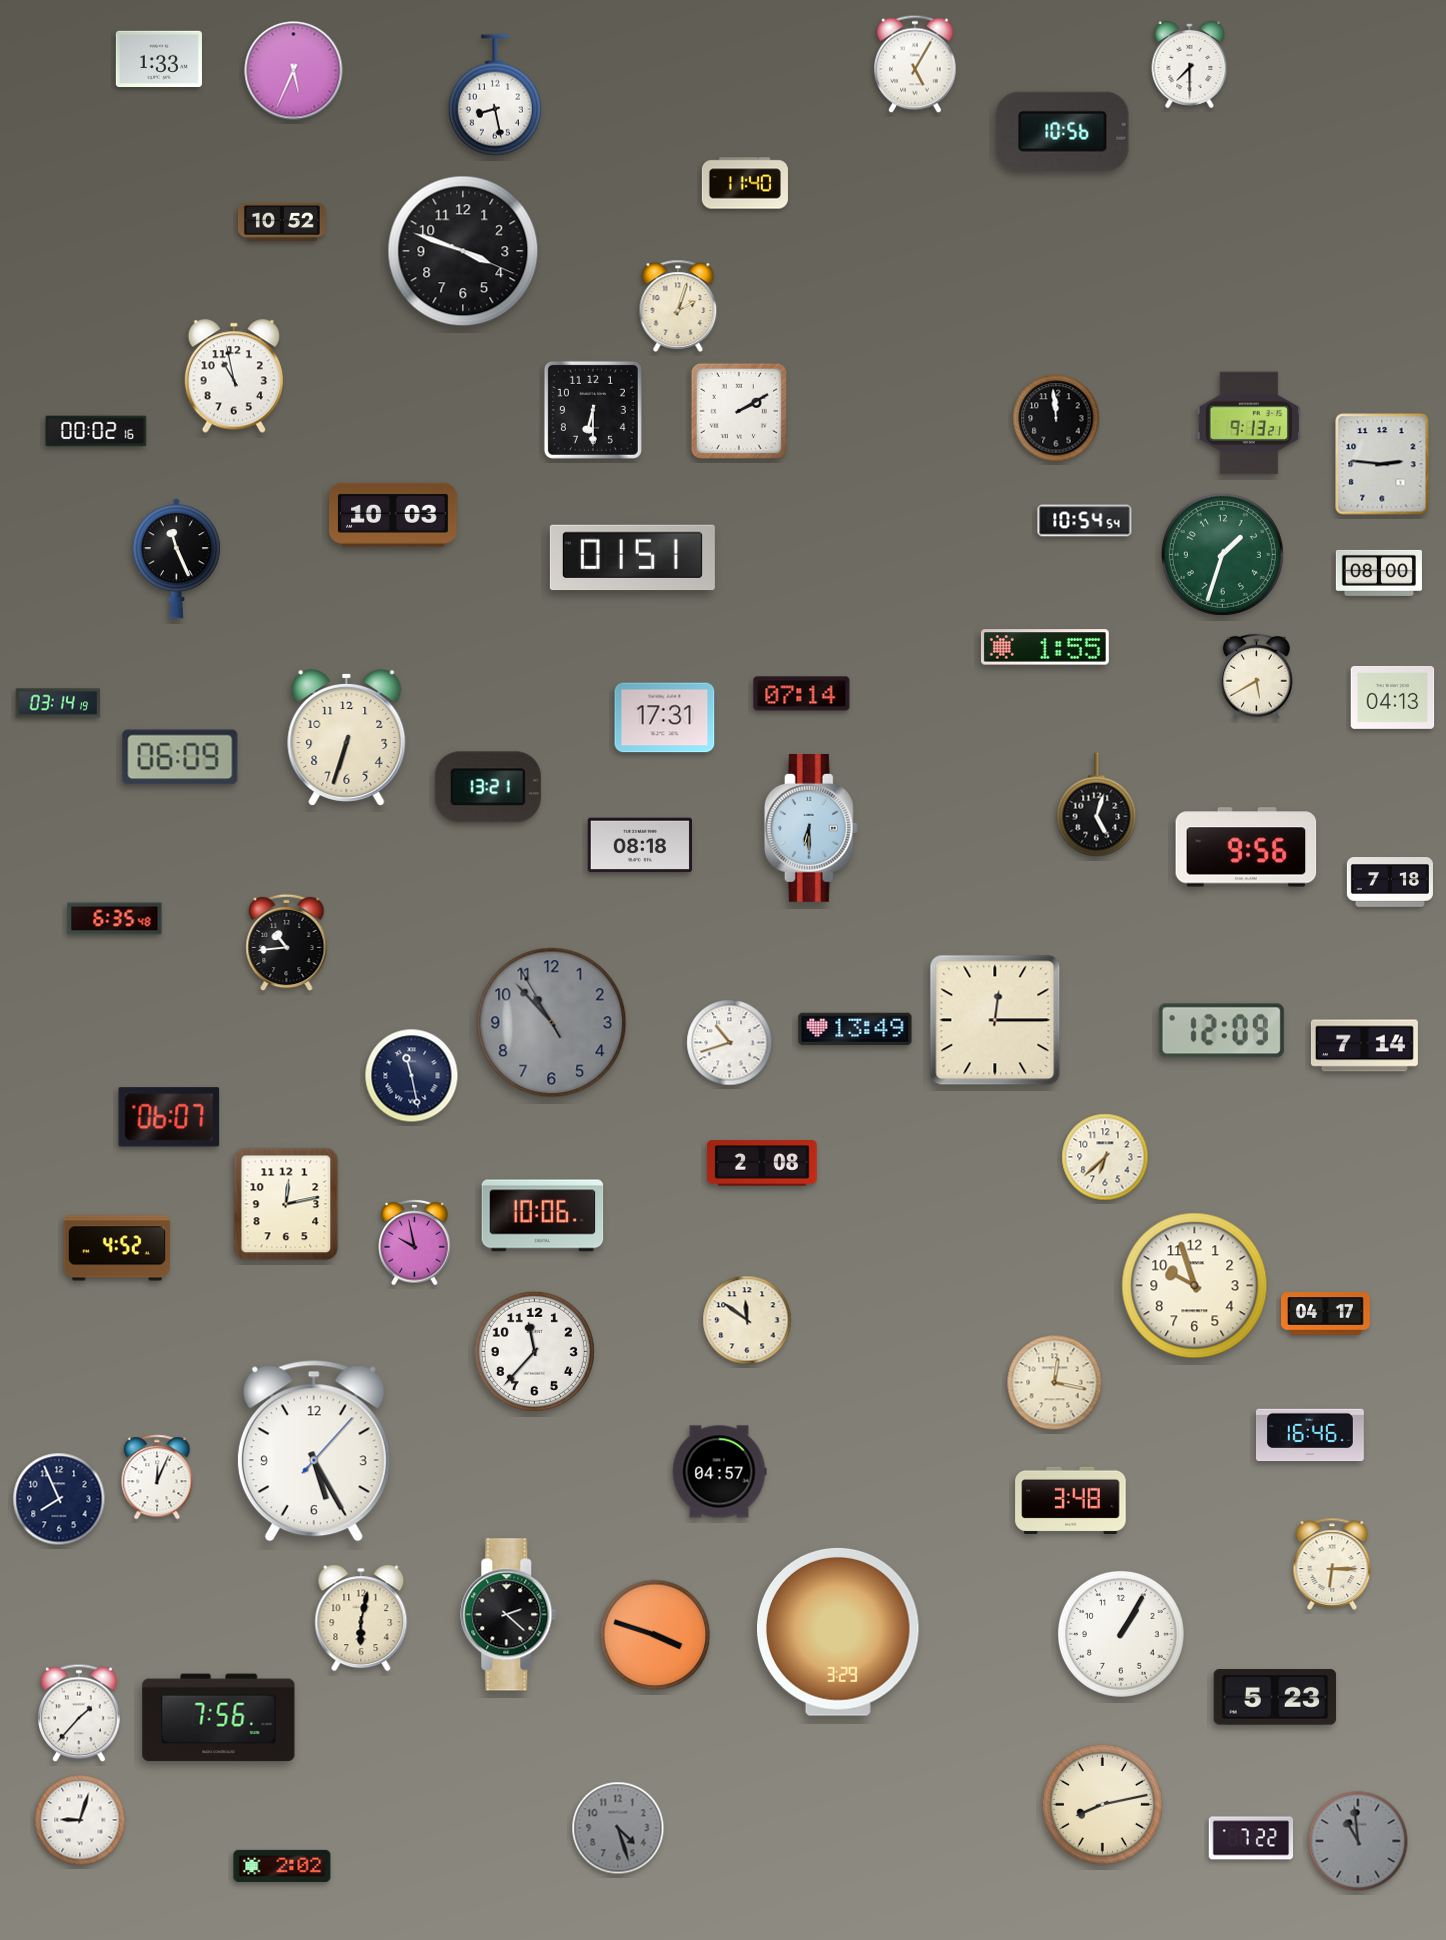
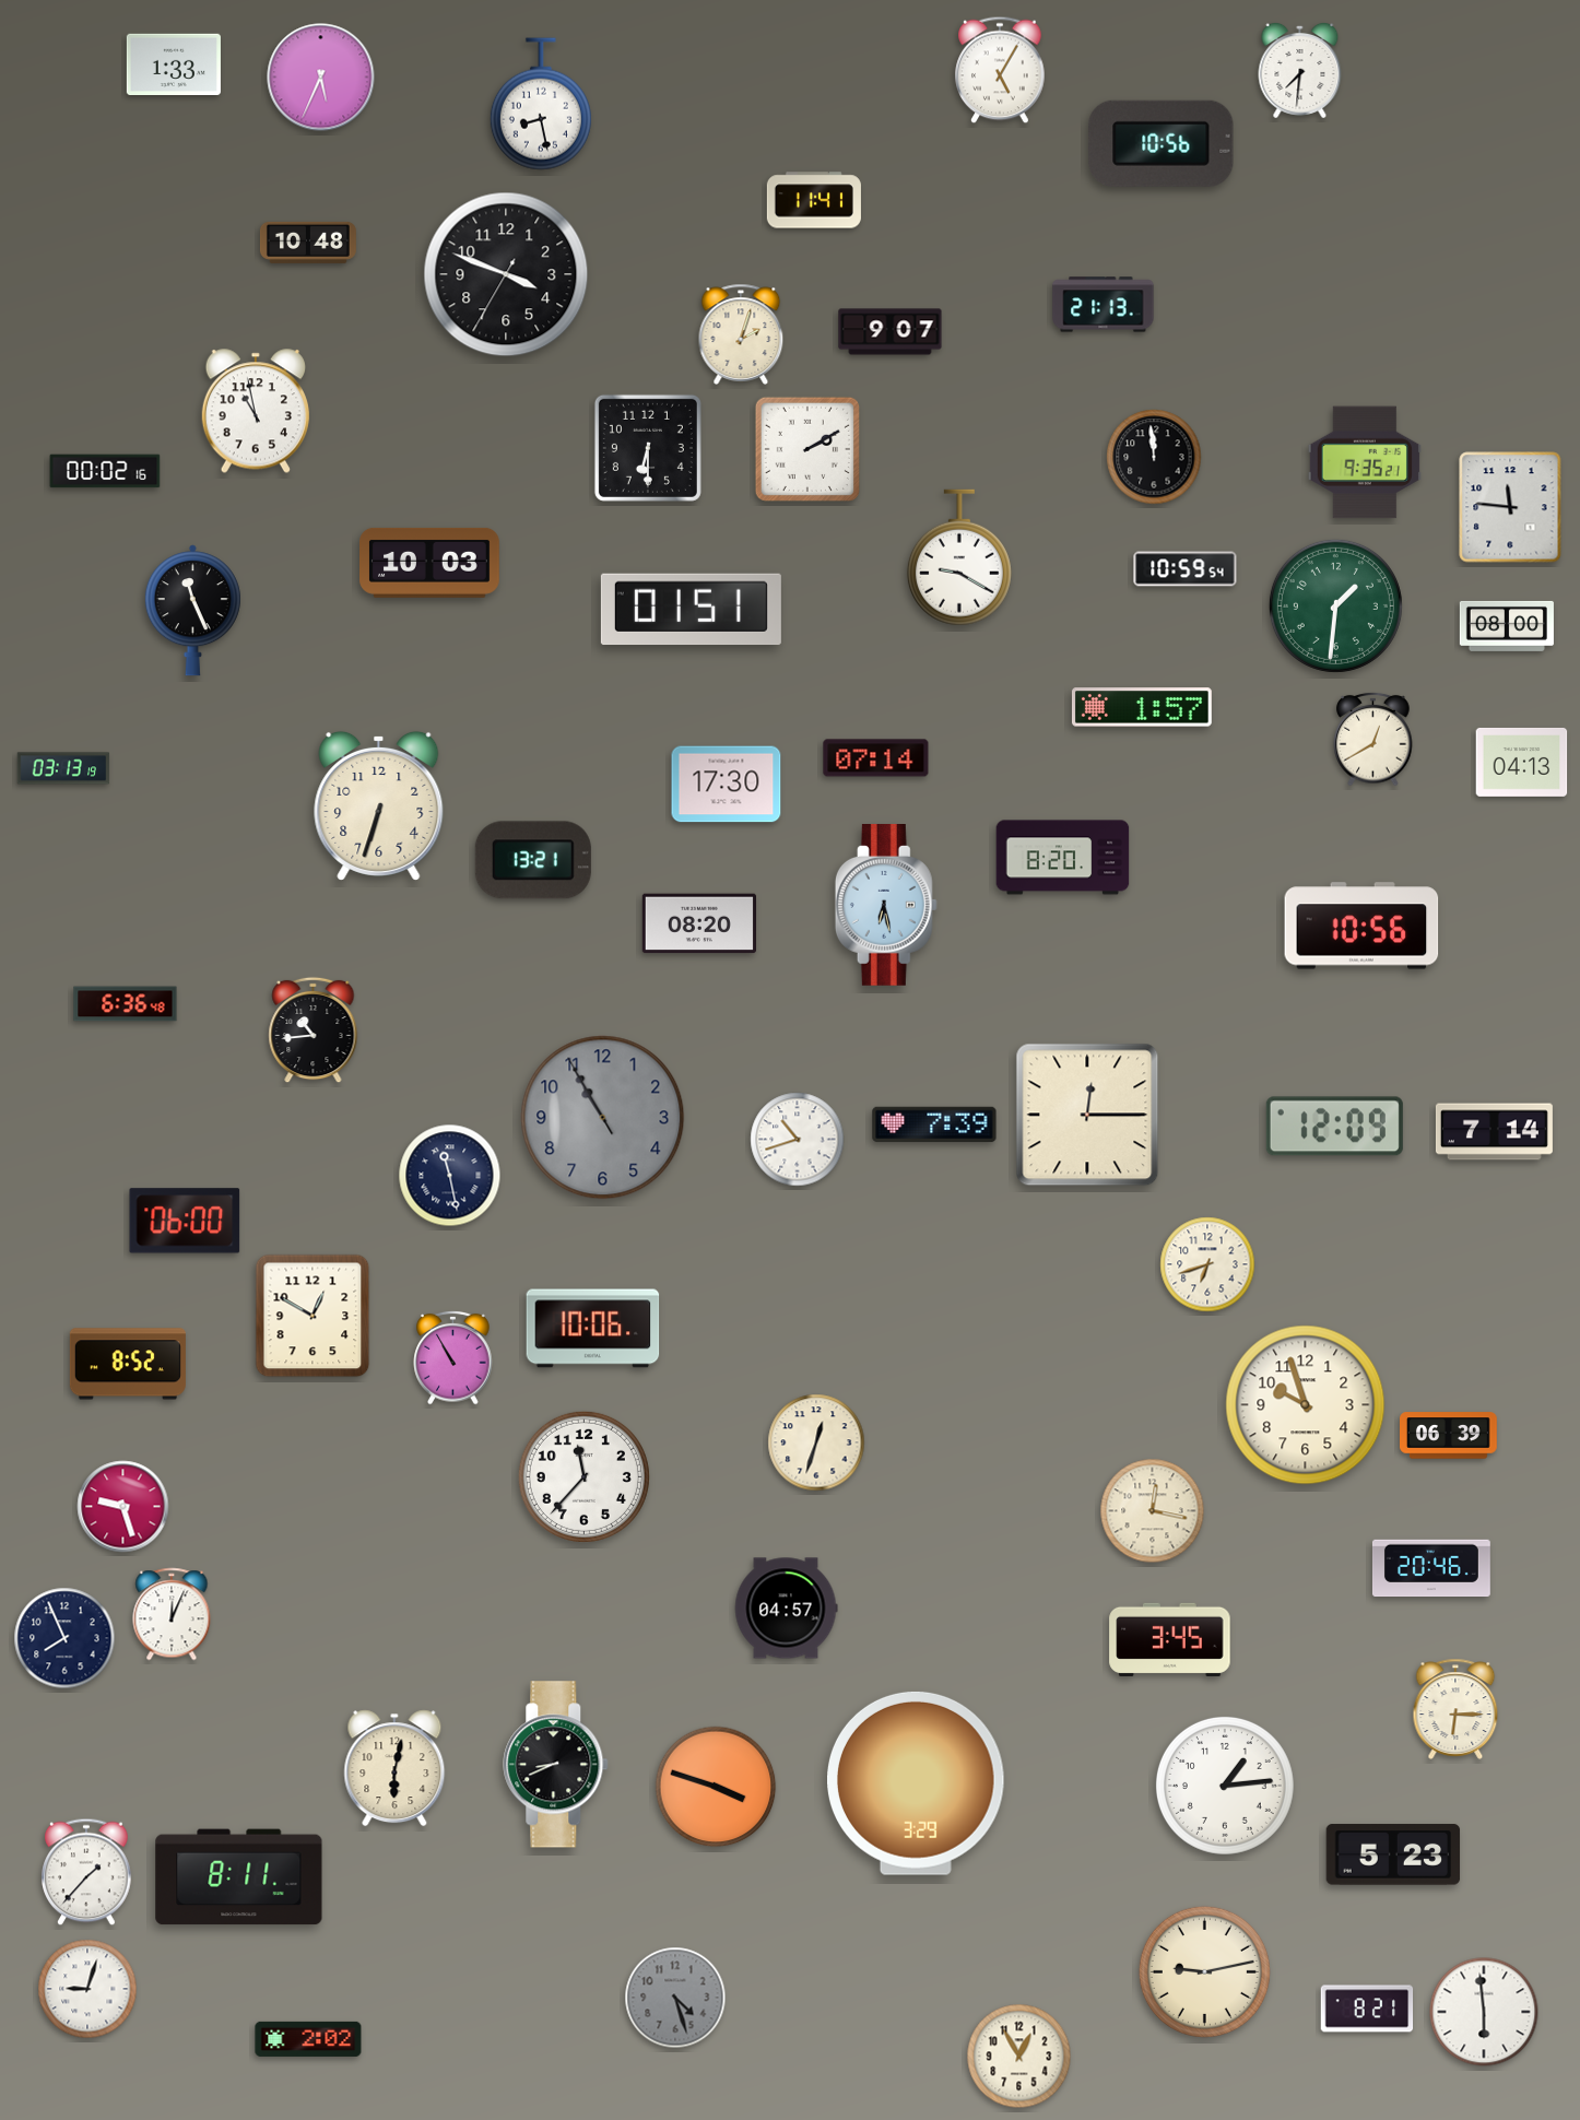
clock at (1190, 64): 7:30 -> 7:31
clock at (745, 183): 11:40 -> 11:41
clock at (282, 222): 10:52 -> 10:48
clock at (463, 251): 3:48:19 -> 3:48:35
clock at (1104, 305): none -> 21:13
clock at (891, 332): none -> 9:07
clock at (1248, 423): 9:13 -> 9:35
clock at (1382, 464): 2:46 -> 11:46
clock at (959, 557): none -> 9:20
clock at (1085, 521): 10:54 -> 10:59
clock at (1222, 554): 1:33 -> 1:31
clock at (1045, 647): 1:55 -> 1:57
clock at (1257, 676): 5:40 -> 12:40
clock at (58, 703): 03:14 -> 03:13
clock at (665, 718): 17:31 -> 17:30
clock at (180, 757): 06:09 -> none
clock at (1063, 858): none -> 8:20
clock at (1097, 805): 5:03 -> none
clock at (811, 829): 6:30 -> 6:28
clock at (639, 845): 08:18 -> 08:20
clock at (1246, 847): 9:56 -> 10:56
clock at (1390, 882): 7:18 -> none
clock at (115, 919): 6:35 -> 6:36
clock at (552, 1023): 10:52 -> 10:54
clock at (855, 1029): 13:49 -> 7:39
clock at (1364, 1046) position: (1364, 1046) -> (1494, 1132)
clock at (169, 1117): 06:07 -> 06:00
clock at (1105, 1157): 6:38 -> 6:42
clock at (762, 1163): 2:08 -> none
clock at (286, 1204): 12:13 -> 12:50
clock at (415, 1242): 9:58 -> 10:55
clock at (117, 1248): 4:52 -> 8:52
clock at (1326, 1314): 04:17 -> 06:39
clock at (747, 1320): 11:51 -> 12:33
clock at (123, 1507): none -> 9:27
clock at (1310, 1435): 16:46 -> 20:46
clock at (314, 1451): 5:25 -> none
clock at (1071, 1500): 3:48 -> 3:45
clock at (509, 1615): 2:22 -> 8:41
clock at (1121, 1634): 1:05 -> 1:14
clock at (219, 1718): 7:56 -> 8:11
clock at (1102, 1804): 8:13 -> 9:13
clock at (1251, 1838): 7:22 -> 8:21
clock at (1358, 1841): 10:59 -> 5:59
clock at (1358, 1841) dial: grey -> white
clock at (1019, 2057): none -> 12:55
